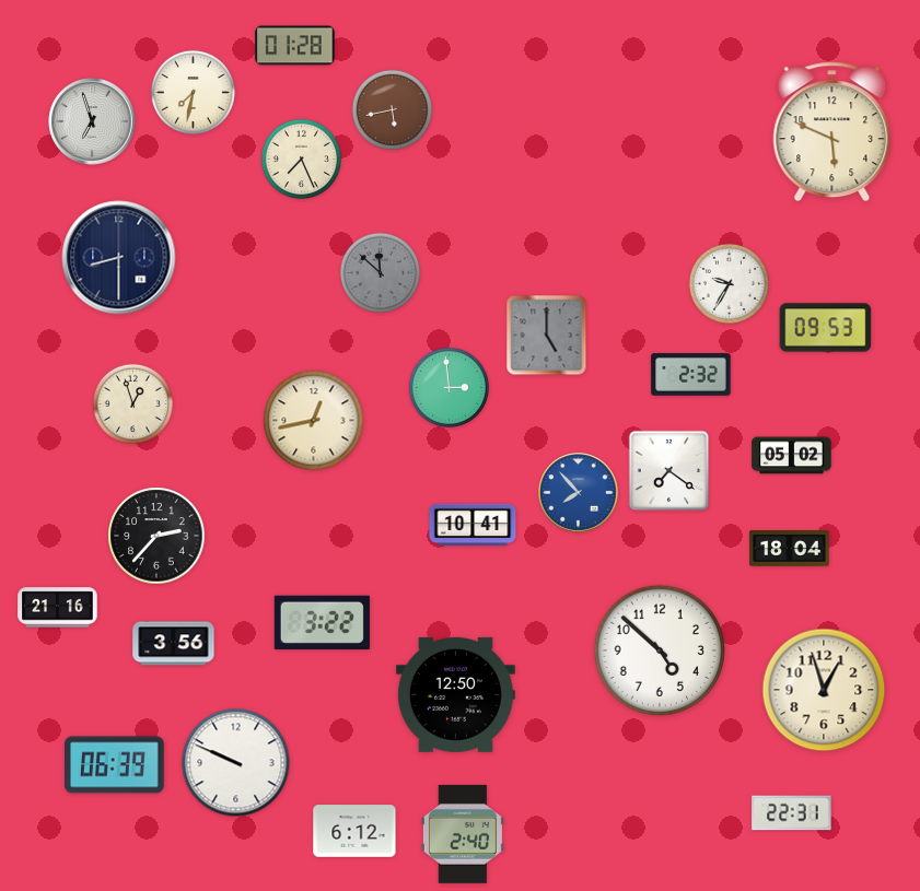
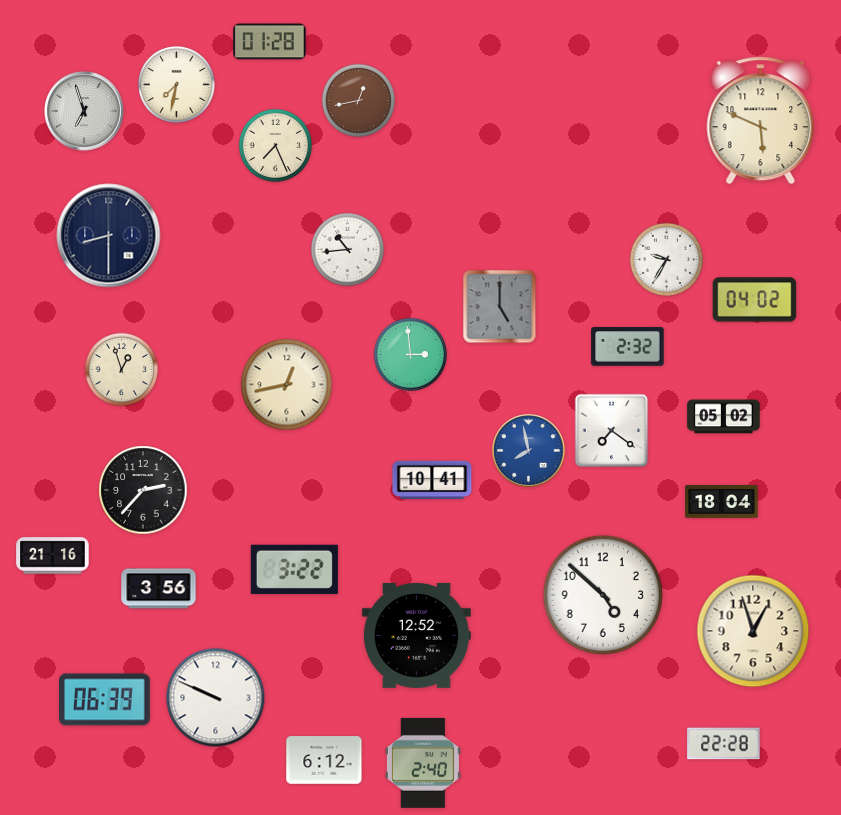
clock at (392, 109): 5:43 -> 12:43
clock at (380, 272): 11:52 -> 10:44
clock at (380, 272) dial: grey -> white
clock at (826, 328): 09:53 -> 04:02
clock at (691, 375) position: (691, 375) -> (628, 347)
clock at (579, 493): 7:53 -> 7:58
clock at (455, 694): 12:50 -> 12:52
clock at (792, 813): 22:31 -> 22:28
